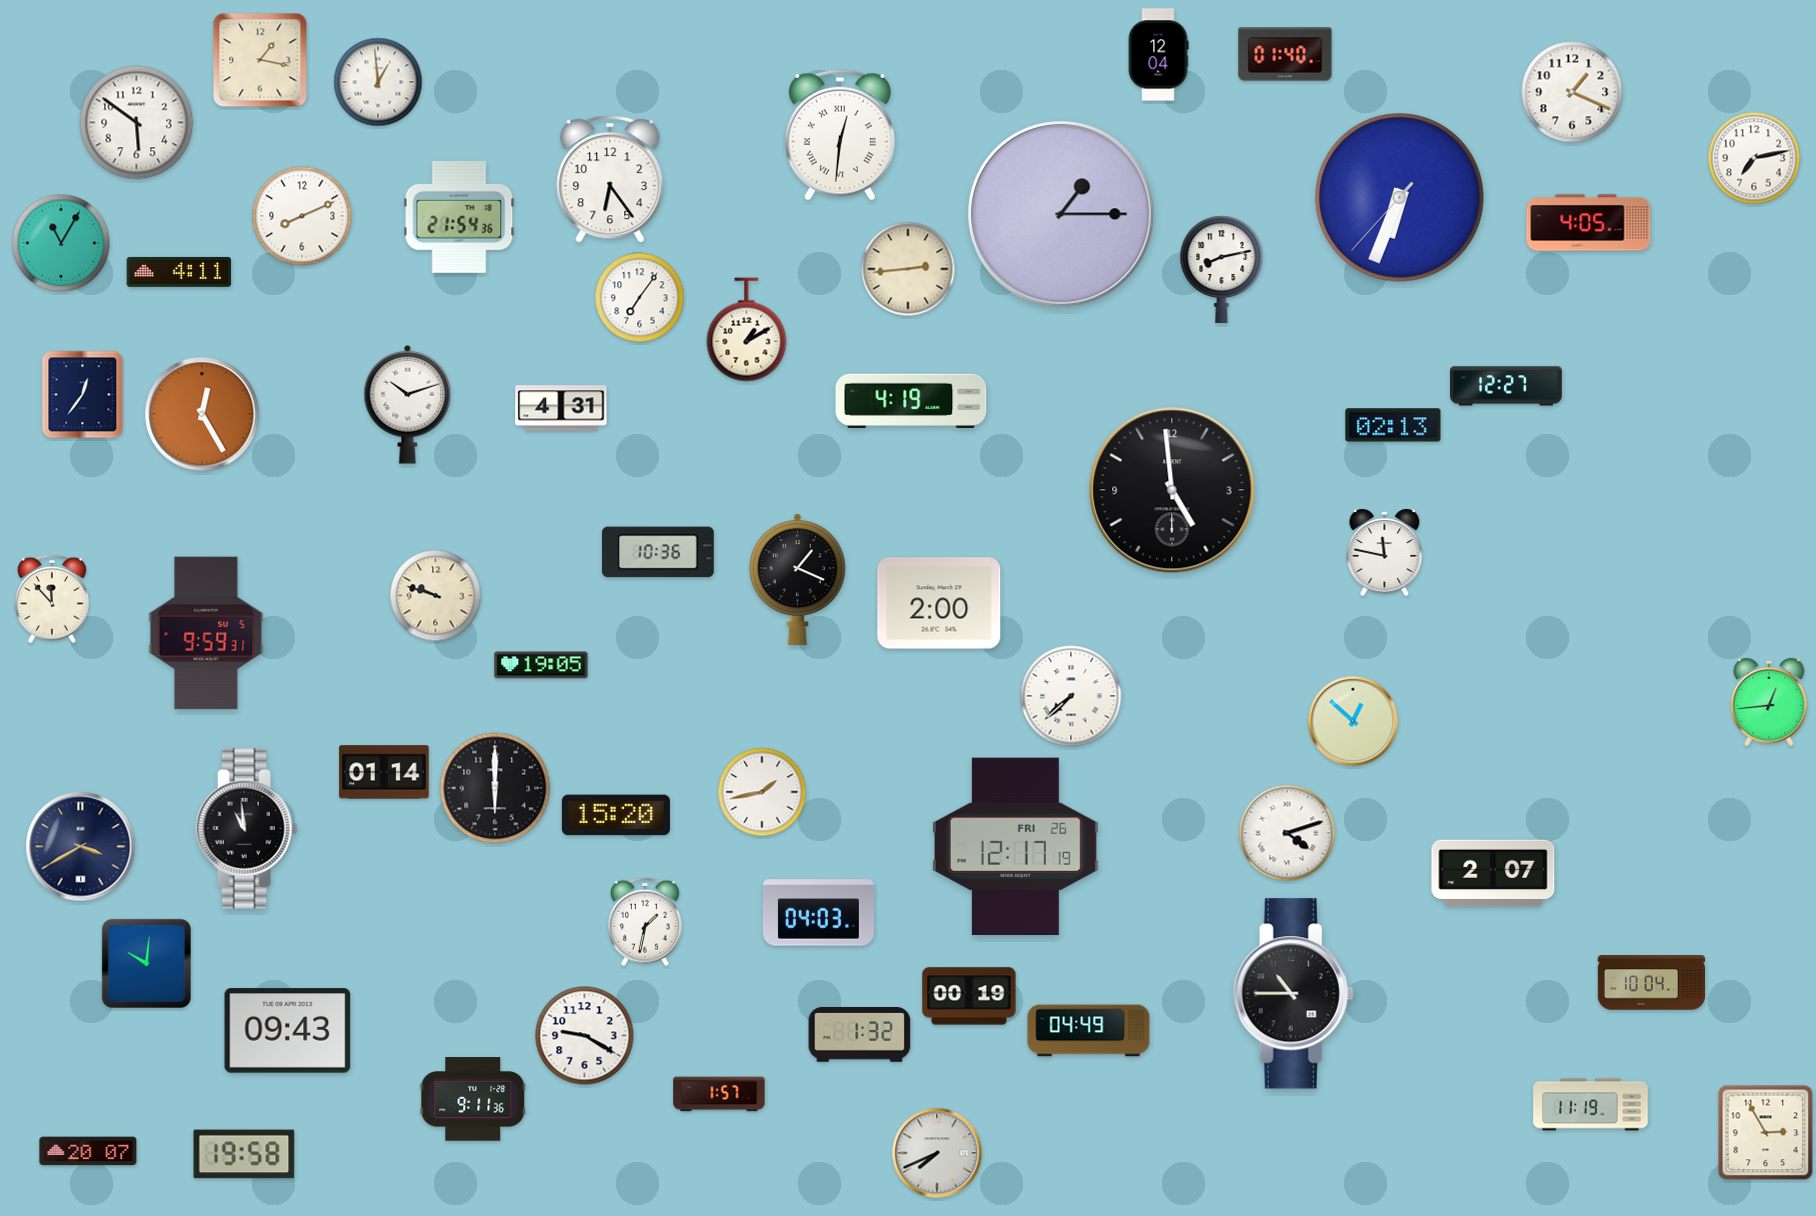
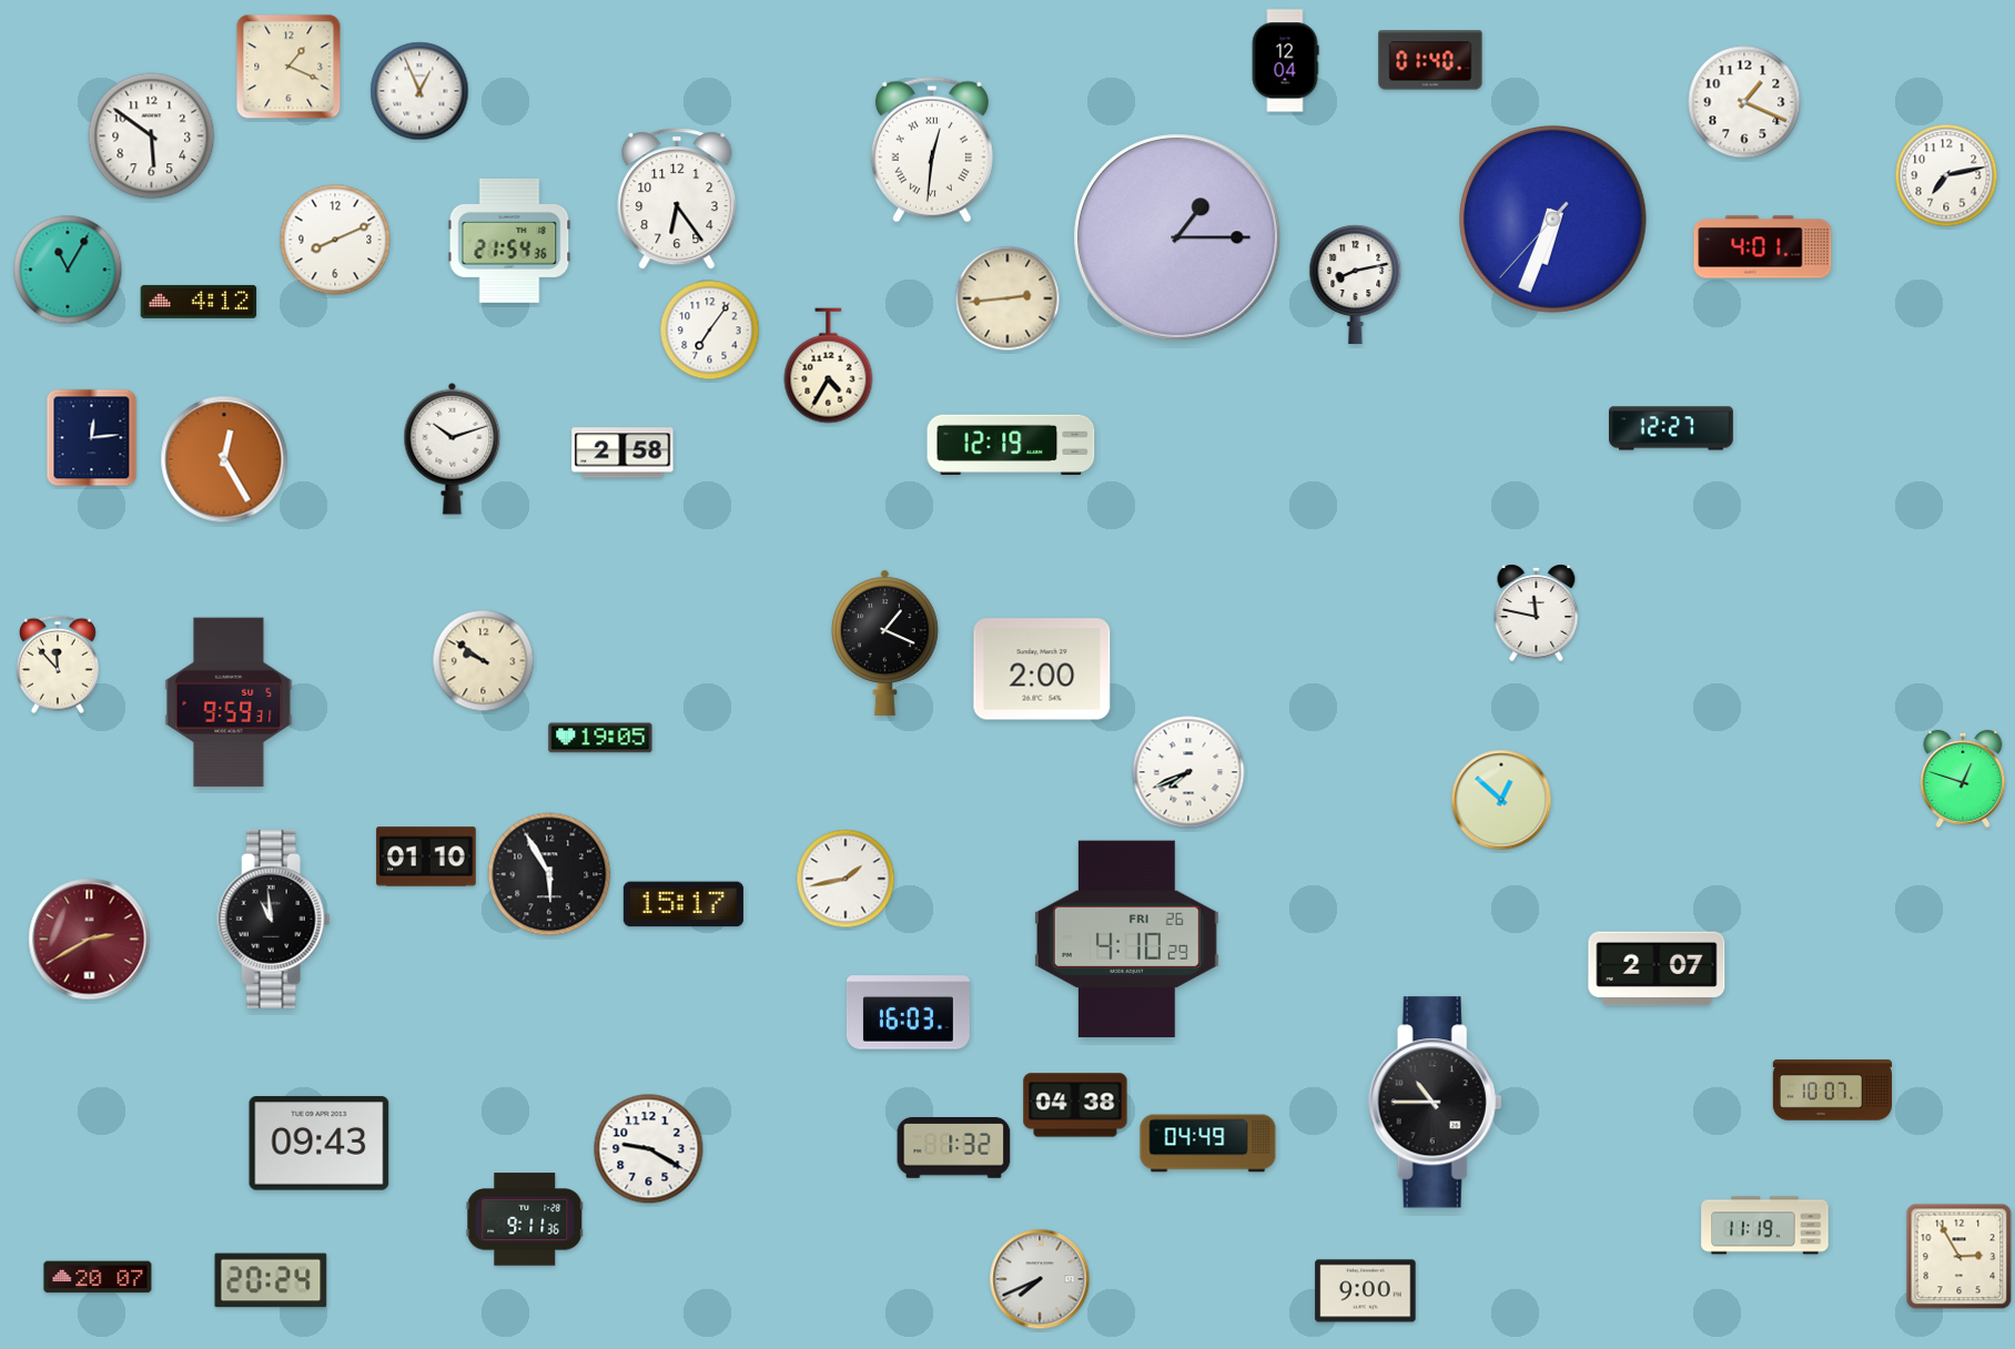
clock at (1285, 54) position: (1285, 54) -> (1430, 60)
clock at (260, 60): 1:17 -> 1:19
clock at (378, 82): 12:59 -> 12:56
clock at (1589, 223): 4:05 -> 4:01
clock at (1222, 269) position: (1222, 269) -> (1356, 284)
clock at (179, 272): 4:11 -> 4:12
clock at (747, 330): 1:10 -> 4:35
clock at (83, 395): 12:36 -> 12:14
clock at (911, 401): 4:19 -> 12:19
clock at (561, 408): 4:31 -> 2:58
clock at (1393, 425): 02:13 -> none
clock at (1172, 490): 4:59 -> none
clock at (658, 552): 10:36 -> none
clock at (436, 596): 9:48 -> 9:51
clock at (1071, 696): 7:38 -> 7:41
clock at (1769, 702): 12:44 -> 12:48
clock at (384, 772): 01:14 -> 01:10
clock at (495, 788): 6:00 -> 5:55
clock at (616, 815): 15:20 -> 15:17
clock at (1287, 833): 4:12 -> none
clock at (81, 847): 3:40 -> 2:40
clock at (81, 847) dial: navy -> burgundy
clock at (1015, 847): 12:17 -> 4:10
clock at (818, 913): 04:03 -> 16:03
clock at (645, 922): 1:32 -> none
clock at (146, 963): 10:01 -> none
clock at (1651, 983): 10:04 -> 10:07
clock at (969, 996): 00:19 -> 04:38
clock at (719, 1094): 1:57 -> none
clock at (244, 1154): 19:58 -> 20:24
clock at (1366, 1291): none -> 9:00
